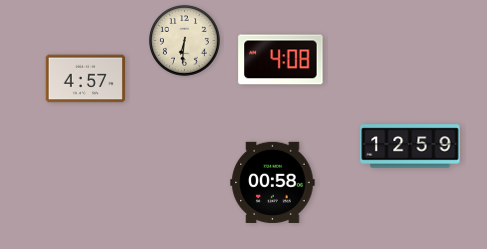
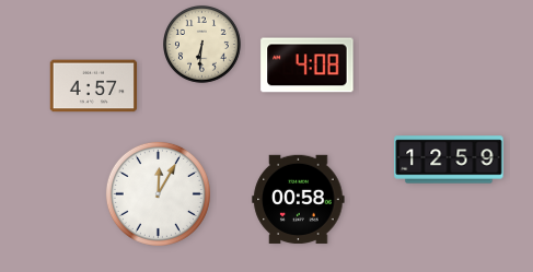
clock at (158, 193): none -> 12:05
